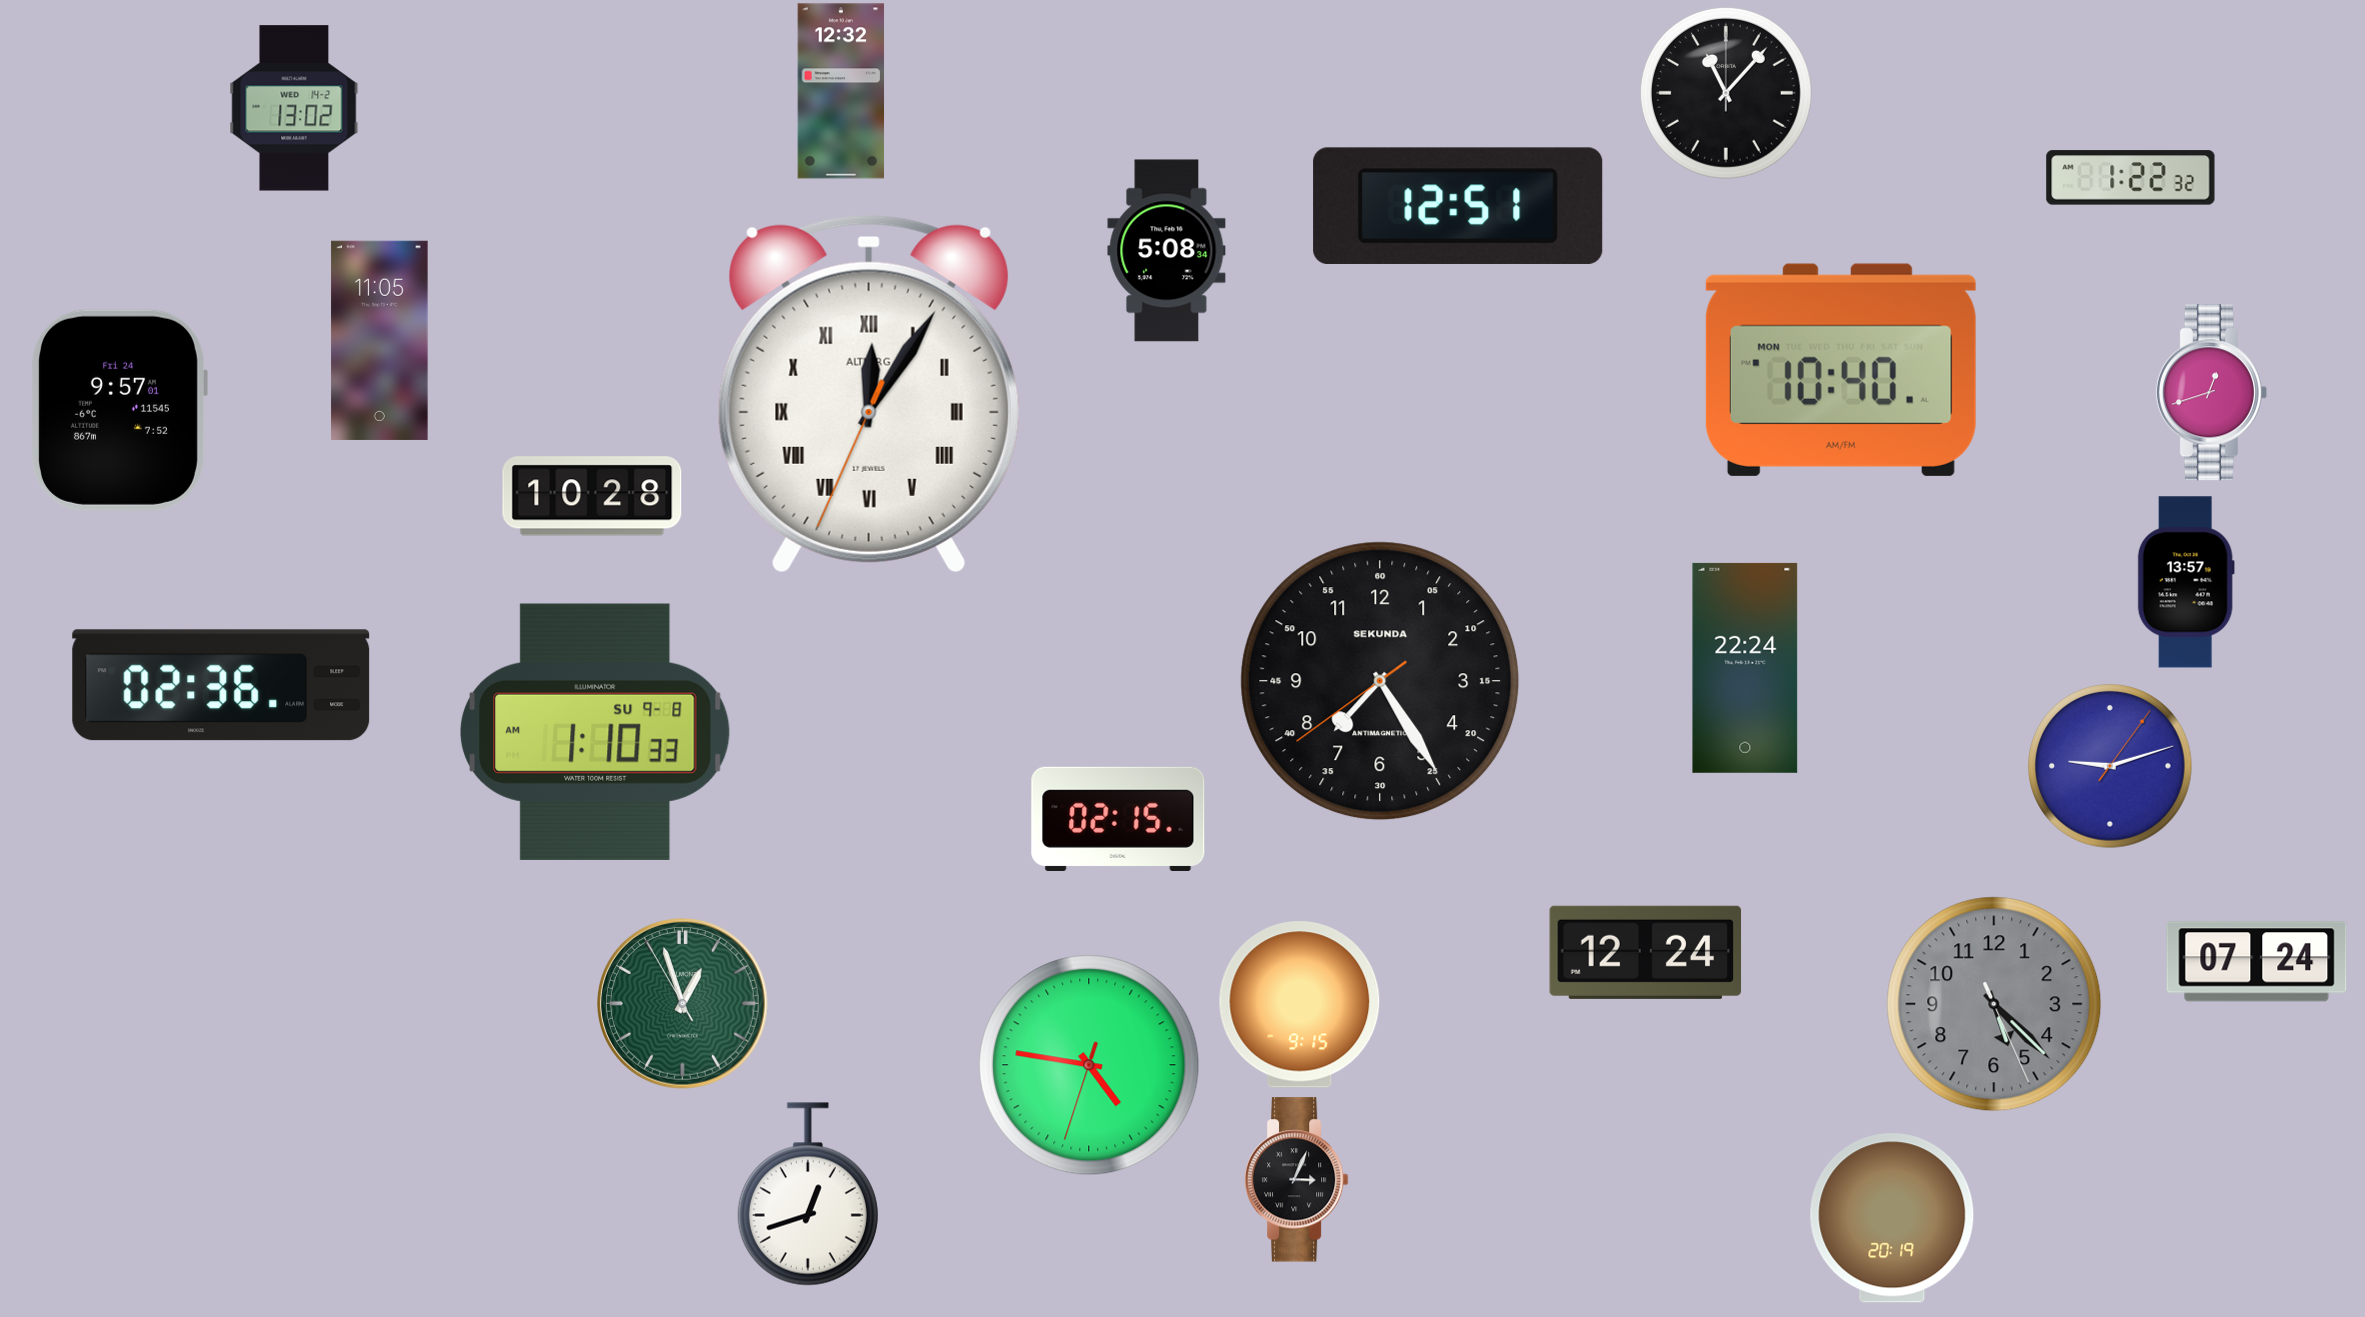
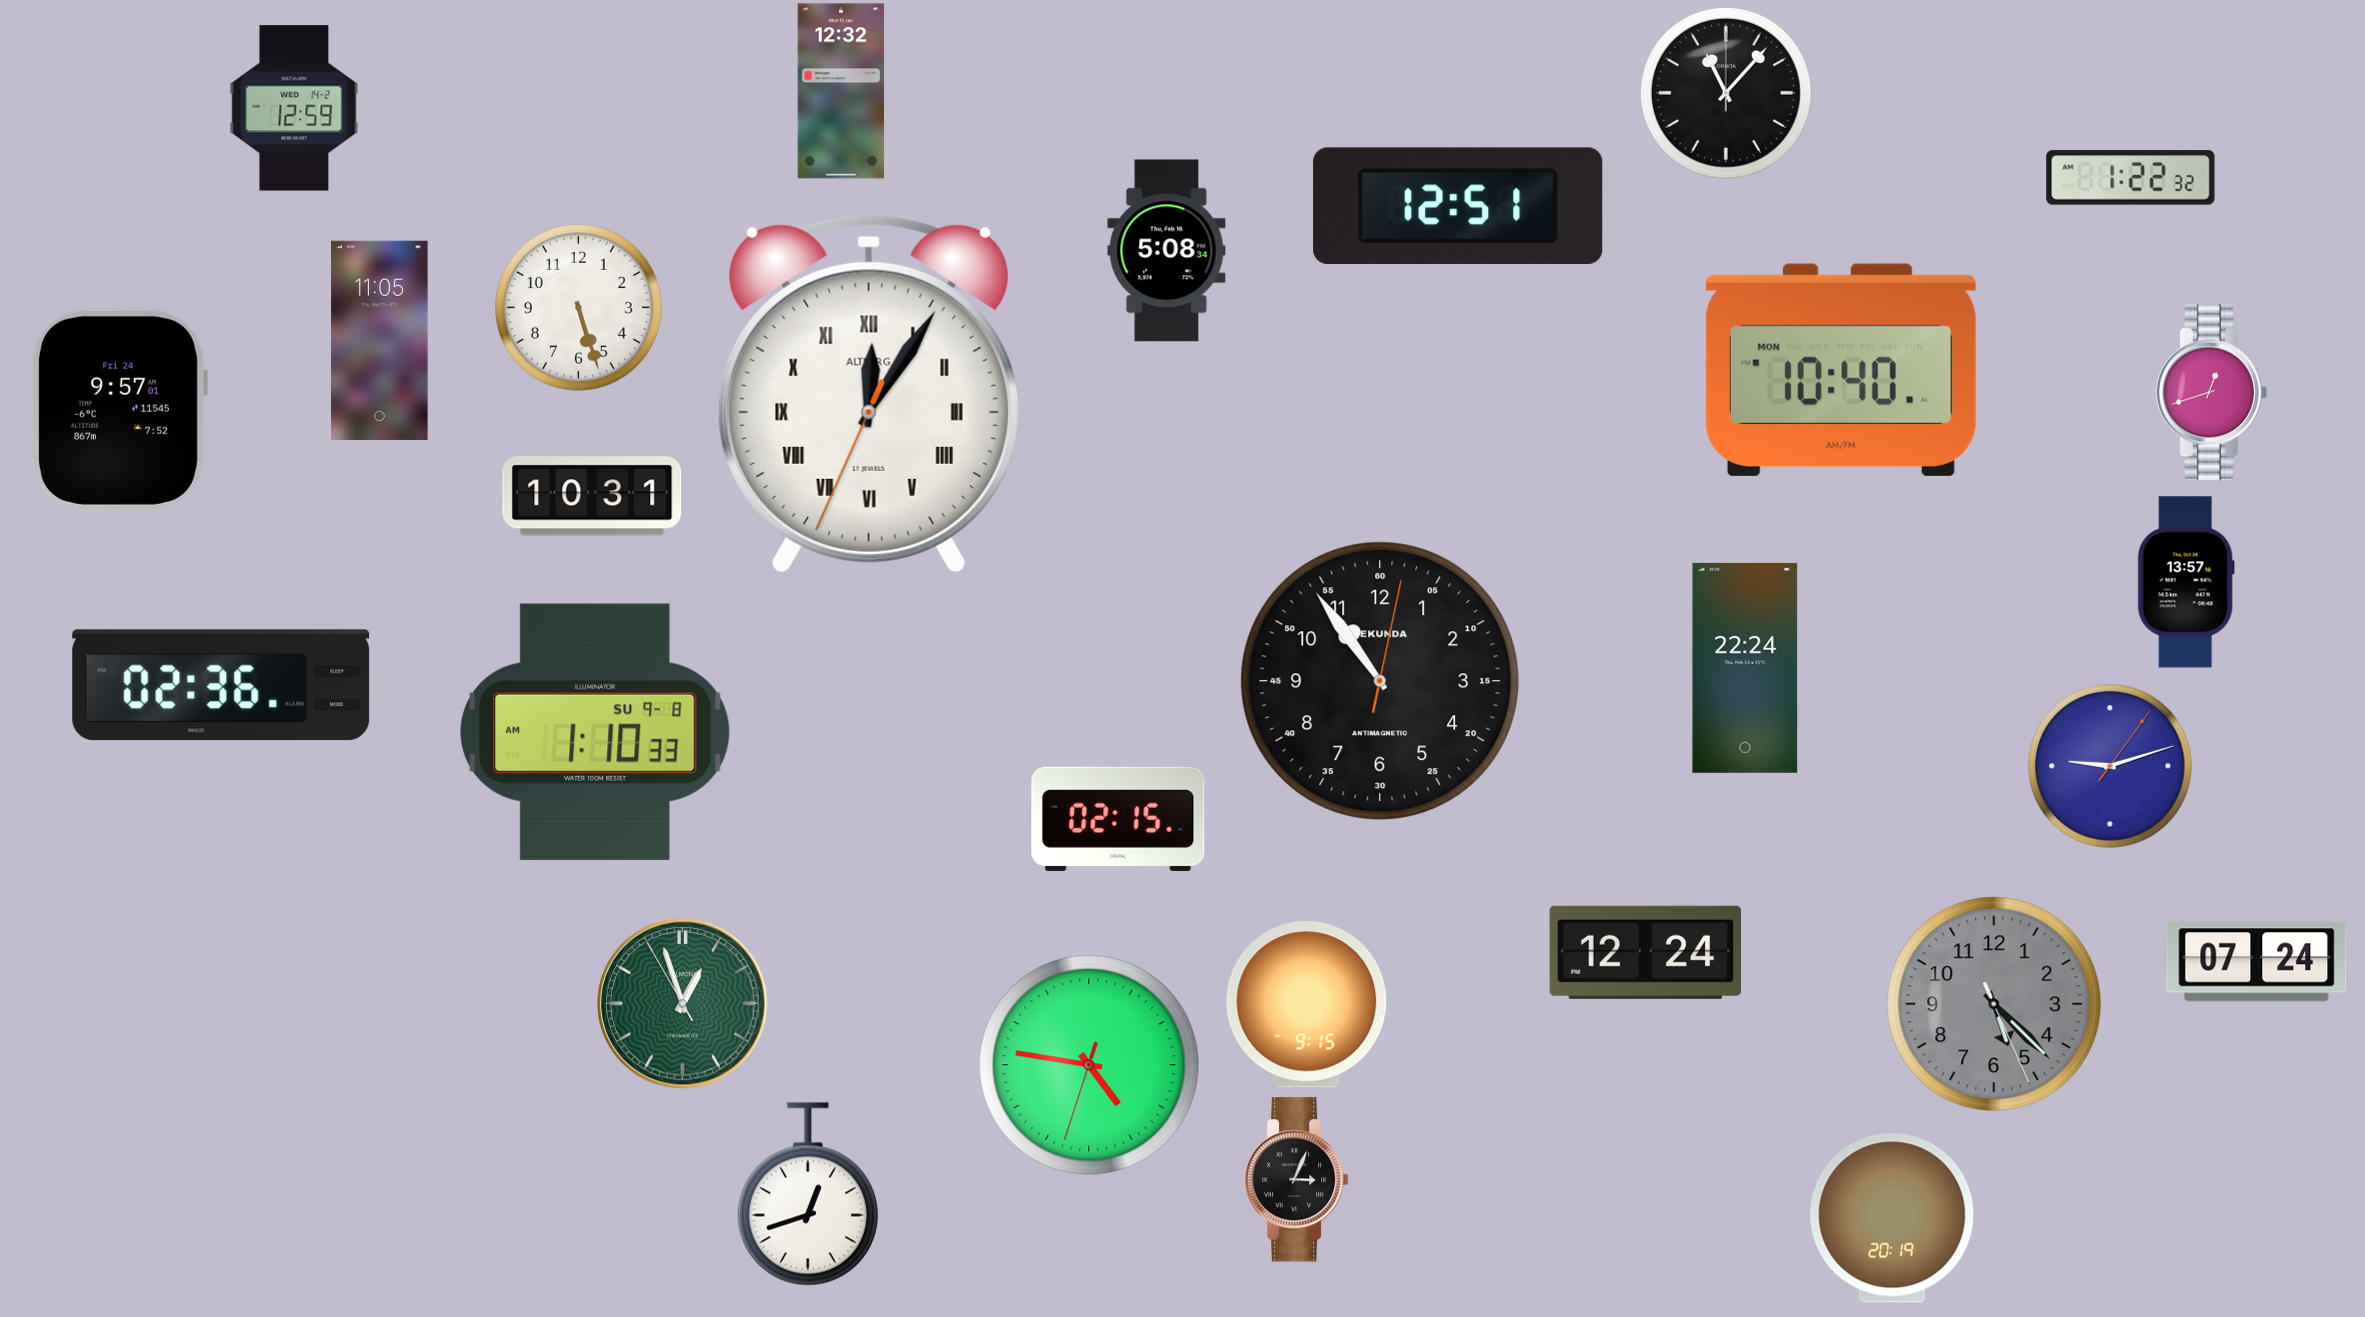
clock at (294, 108): 13:02 -> 12:59
clock at (578, 307): none -> 5:27
clock at (592, 496): 10:28 -> 10:31
clock at (1380, 681): 7:24 -> 10:54
clock at (1300, 1005) position: (1300, 1005) -> (1307, 1005)
